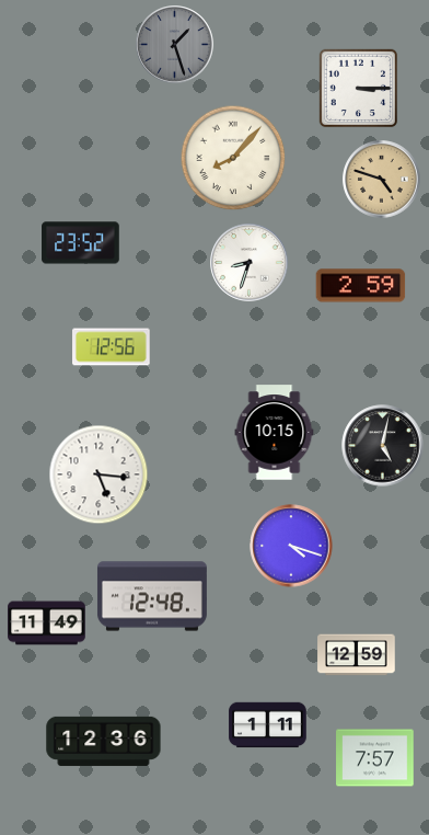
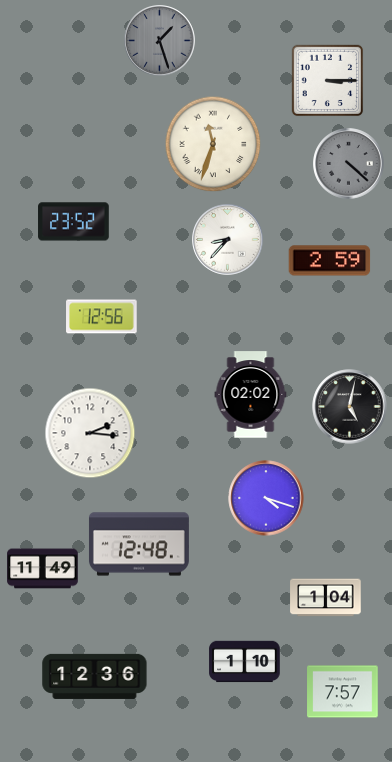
clock at (233, 158): 8:07 -> 11:33
clock at (382, 180): 4:48 -> 4:22
clock at (382, 180) dial: champagne -> grey
clock at (250, 263): 8:33 -> 8:37
clock at (275, 433): 10:15 -> 02:02
clock at (98, 474): 5:16 -> 2:16
clock at (357, 655): 12:59 -> 1:04
clock at (268, 725): 1:11 -> 1:10
